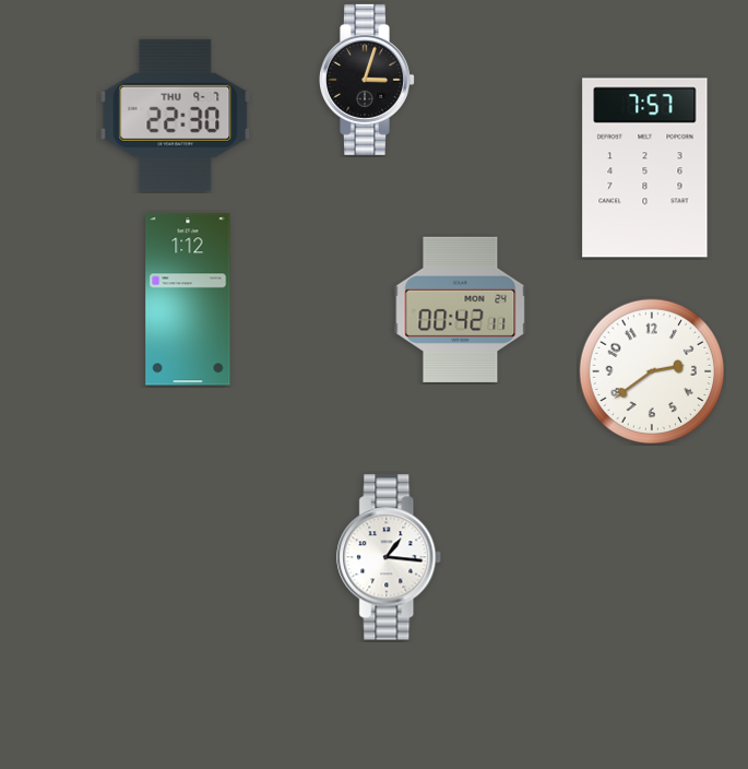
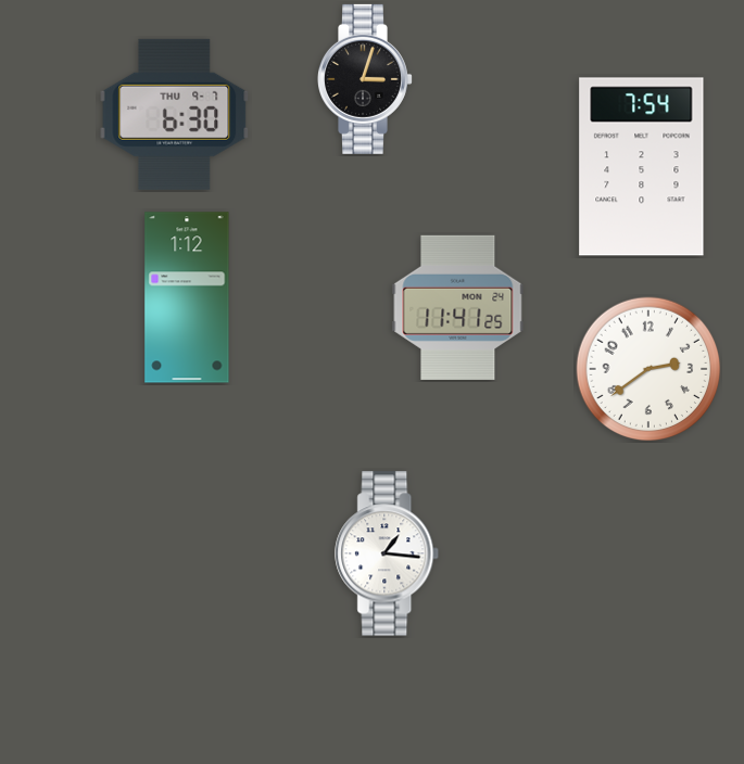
clock at (176, 115): 22:30 -> 6:30
clock at (645, 168): 7:57 -> 7:54
clock at (461, 309): 00:42 -> 11:41
